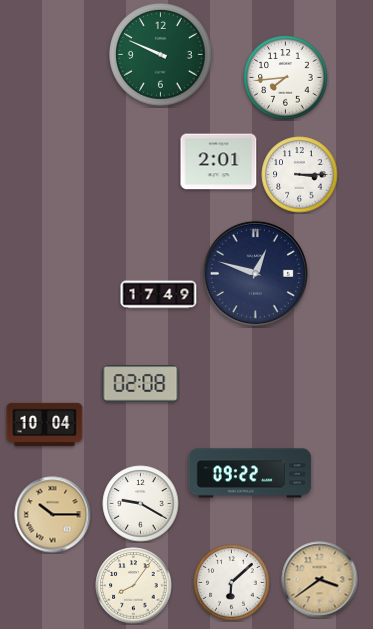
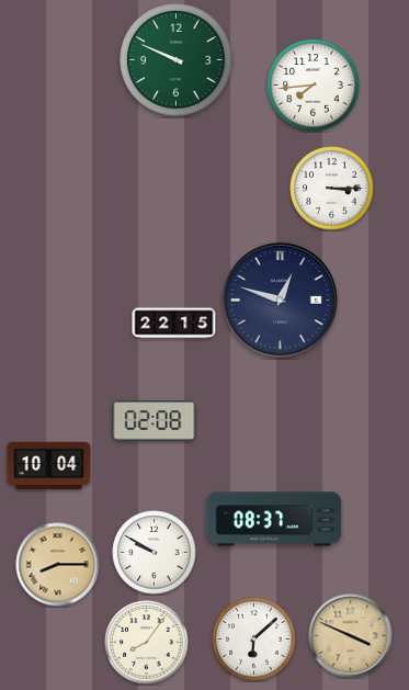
clock at (219, 162): 2:01 -> none
clock at (300, 175) position: (300, 175) -> (332, 189)
clock at (159, 295): 17:49 -> 22:15
clock at (250, 473): 09:22 -> 08:37
clock at (141, 504): 9:20 -> 9:50
clock at (53, 515): 10:15 -> 8:15
clock at (320, 580): 3:39 -> 3:49
